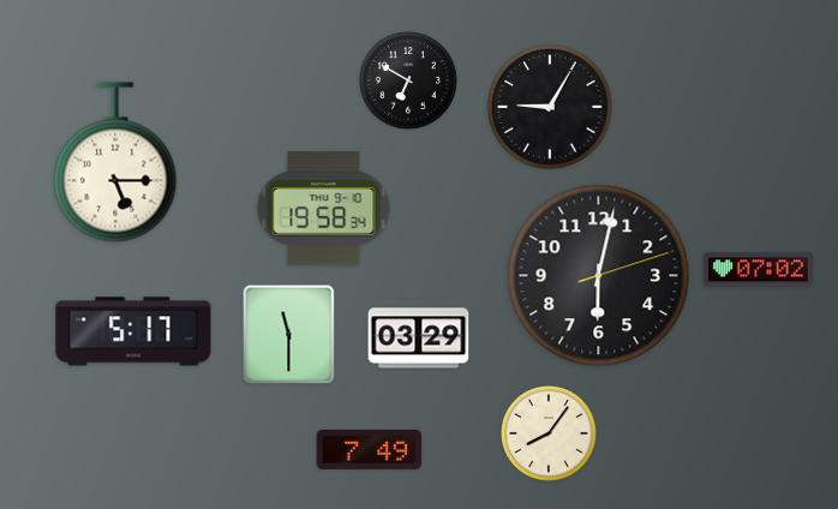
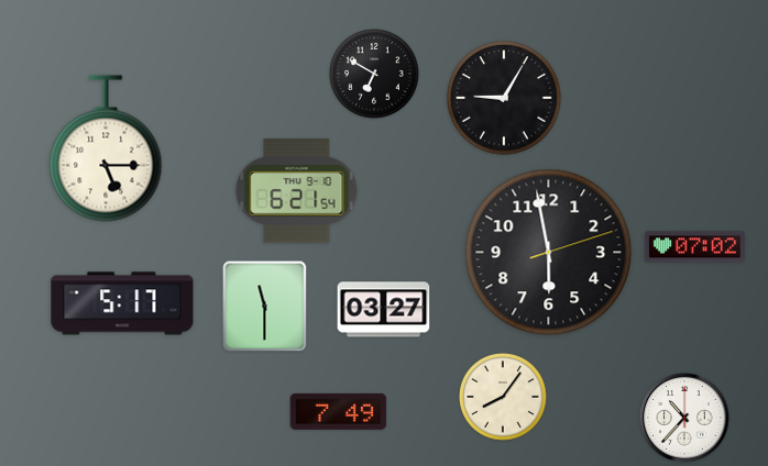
clock at (324, 209): 19:58 -> 6:21
clock at (599, 276): 6:02 -> 5:58
clock at (419, 339): 03:29 -> 03:27
clock at (684, 418): none -> 10:37
